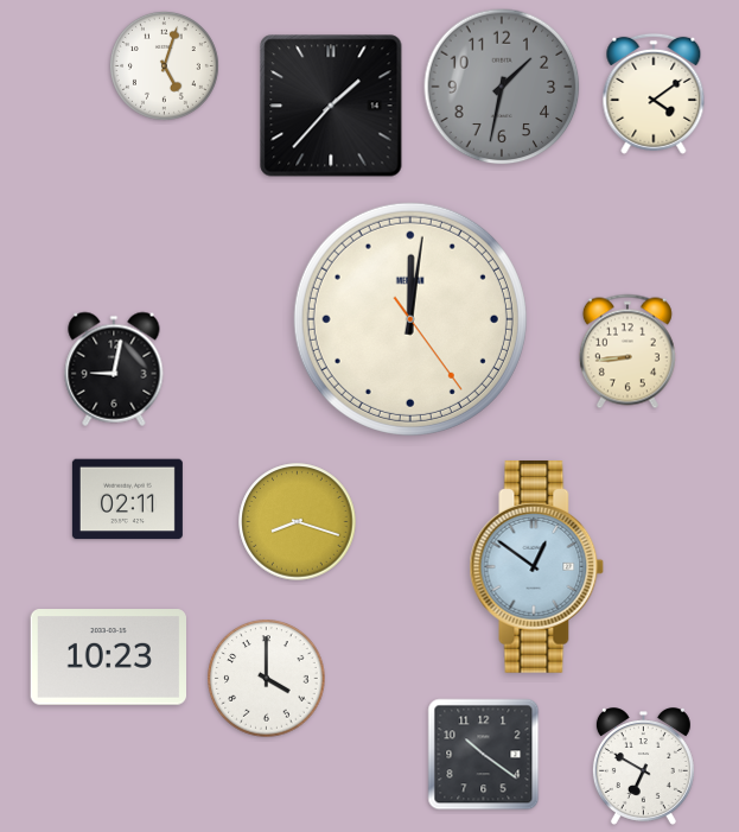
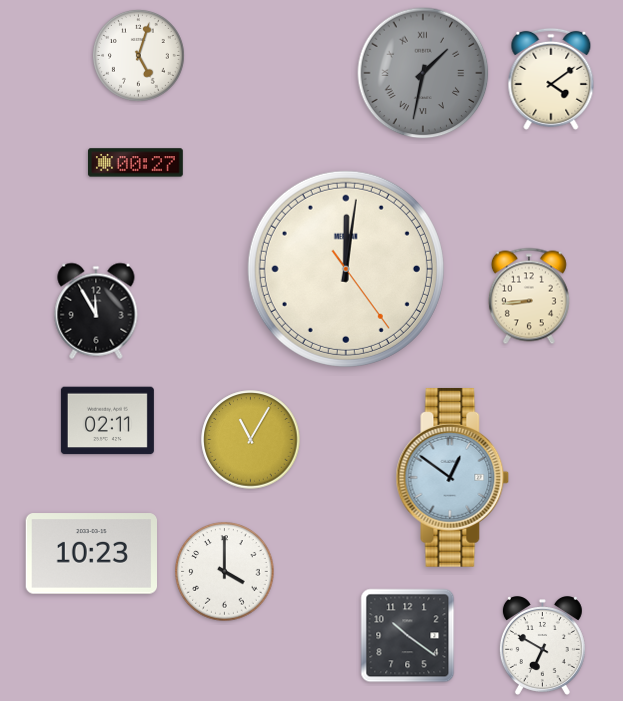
clock at (502, 87) numerals: Arabic -> Roman
clock at (331, 106): 1:37 -> none
clock at (136, 163): none -> 00:27
clock at (114, 369): 9:02 -> 11:55
clock at (298, 522): 8:18 -> 11:05
